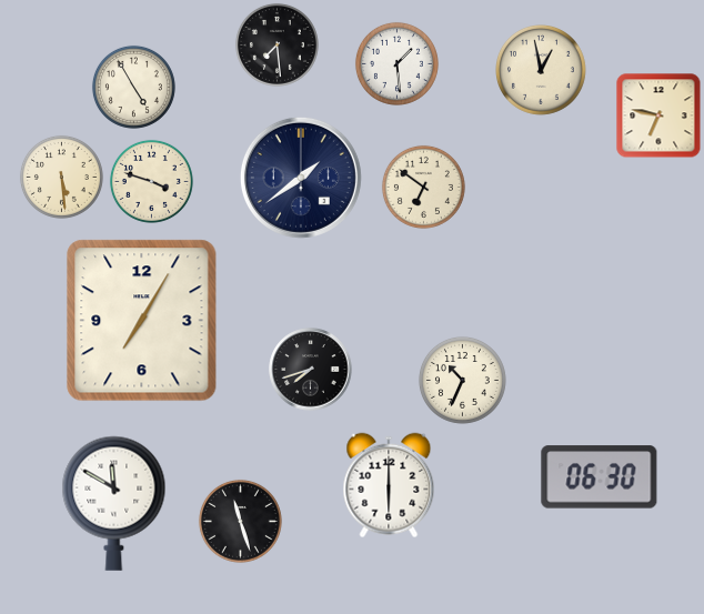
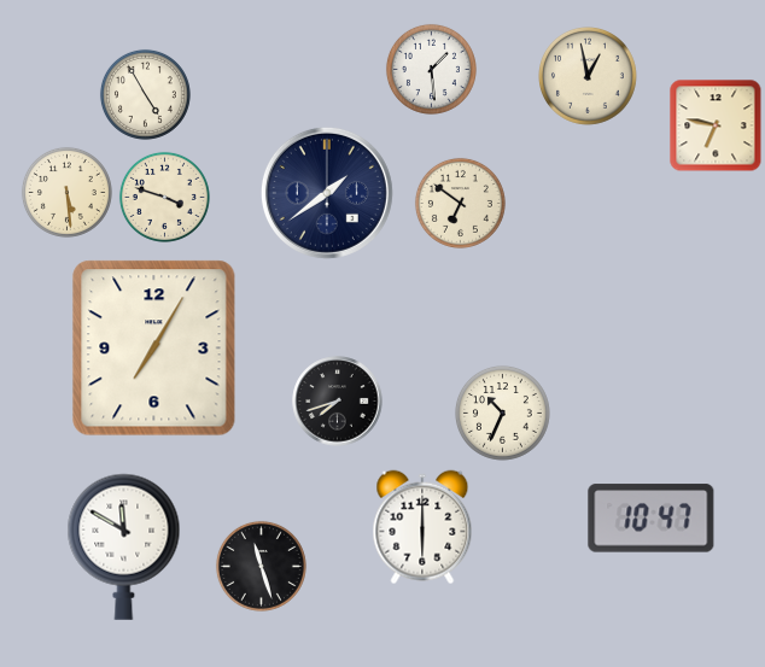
clock at (276, 44): 7:29 -> none
clock at (600, 477): 06:30 -> 10:47
